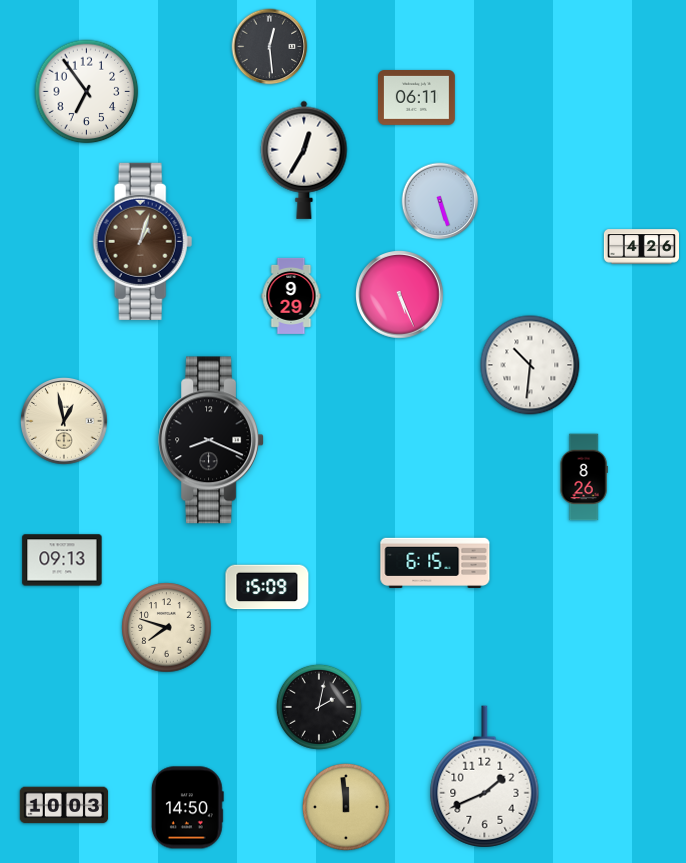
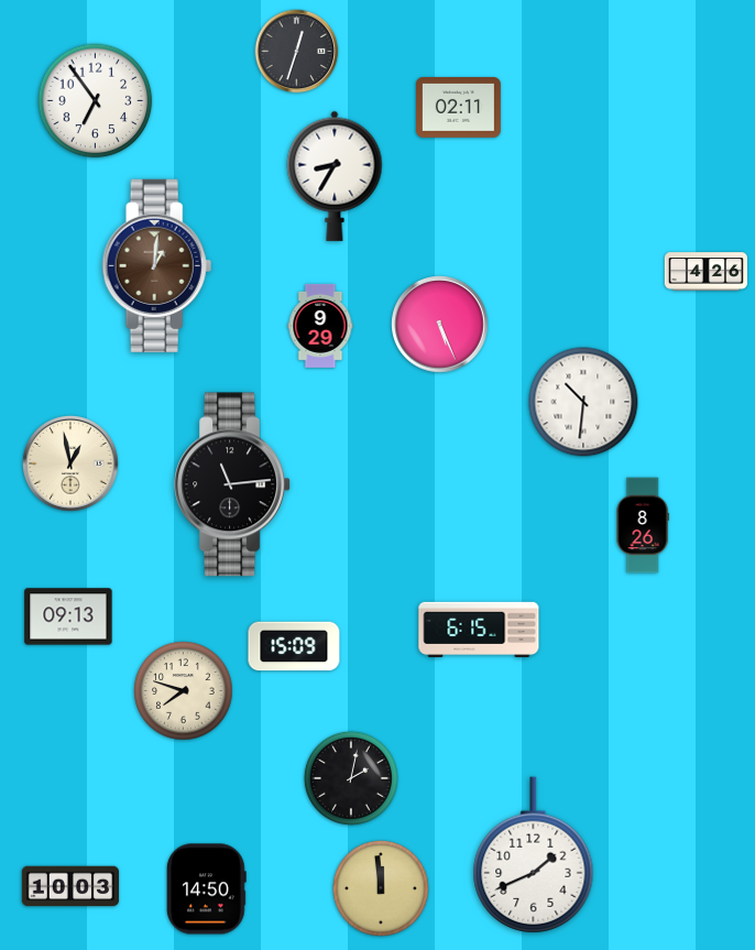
clock at (270, 47): 12:29 -> 12:33
clock at (417, 98): 06:11 -> 02:11
clock at (304, 160): 12:35 -> 8:35
clock at (440, 201): 5:27 -> none
clock at (143, 241): 1:03 -> 1:01
clock at (211, 440): 8:19 -> 11:14
clock at (435, 563) position: (435, 563) -> (479, 630)
